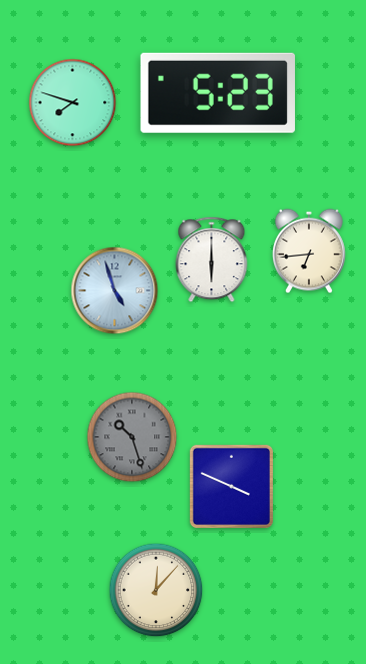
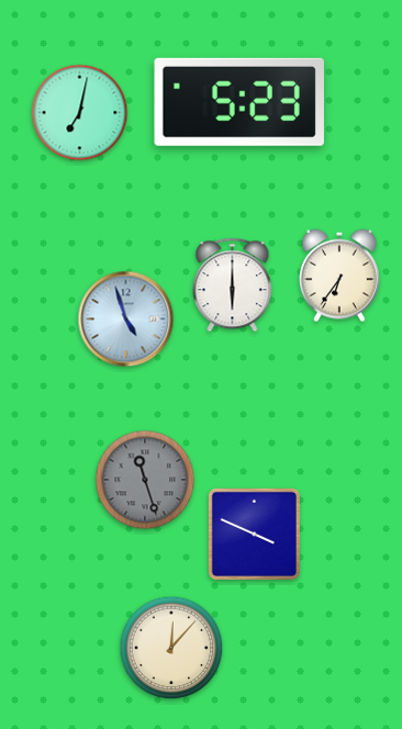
clock at (73, 103): 7:48 -> 7:02
clock at (309, 251): 6:44 -> 6:36
clock at (132, 437): 10:27 -> 11:27
